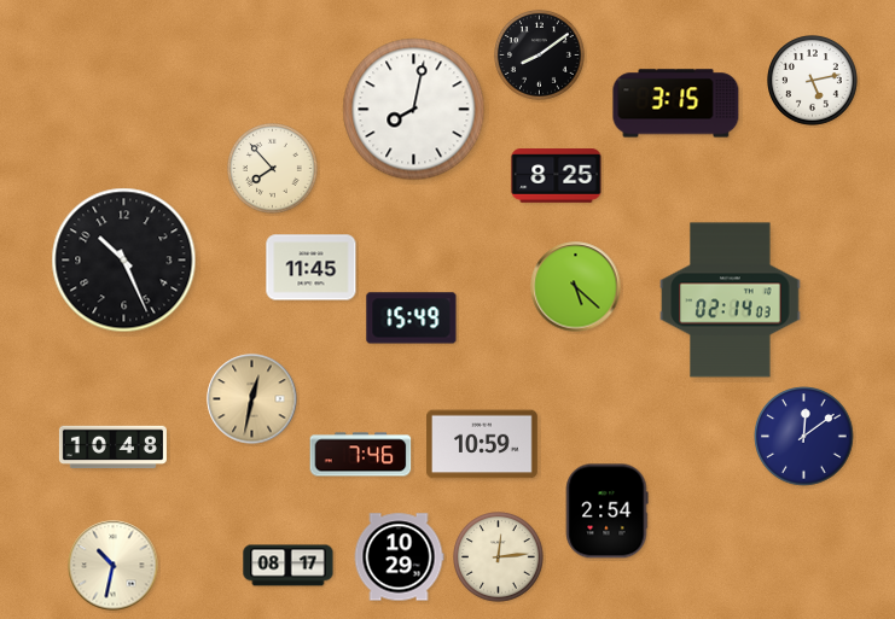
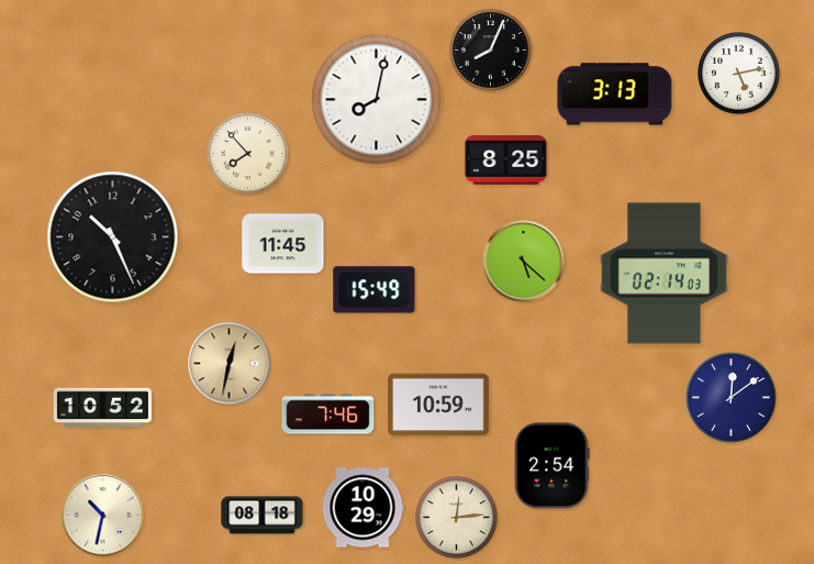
clock at (540, 56): 8:09 -> 8:04
clock at (676, 104): 3:15 -> 3:13
clock at (112, 448): 10:48 -> 10:52
clock at (499, 557) position: (499, 557) -> (457, 518)
clock at (289, 566): 08:17 -> 08:18
